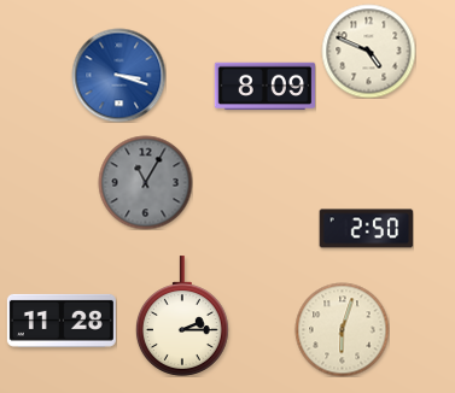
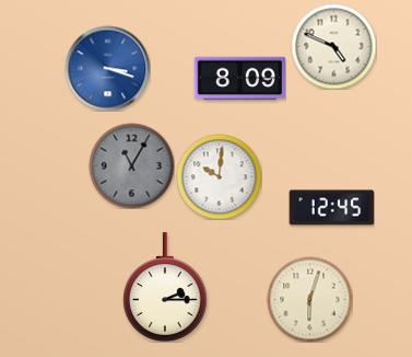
clock at (219, 176): none -> 10:01
clock at (366, 229): 2:50 -> 12:45
clock at (62, 321): 11:28 -> none
